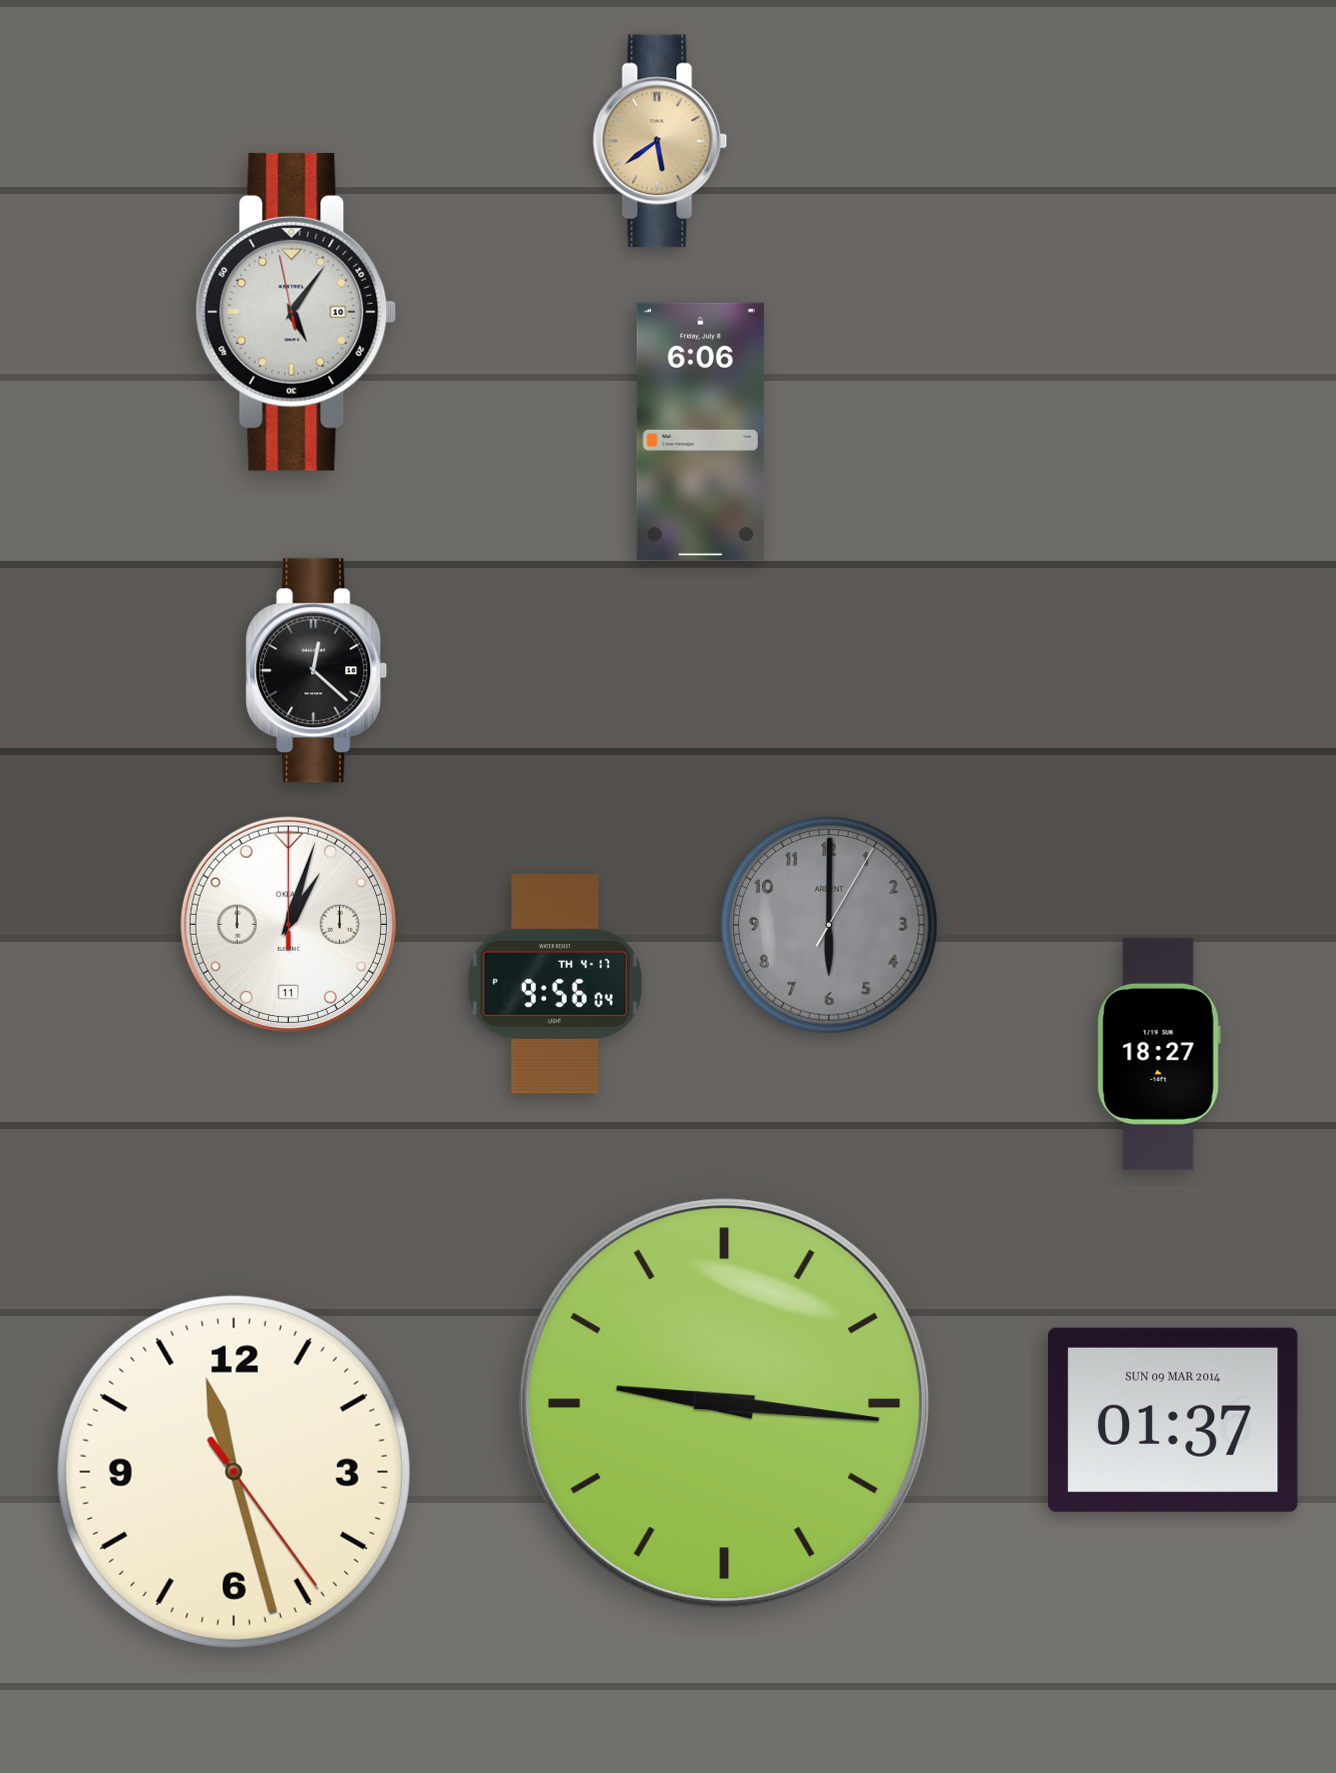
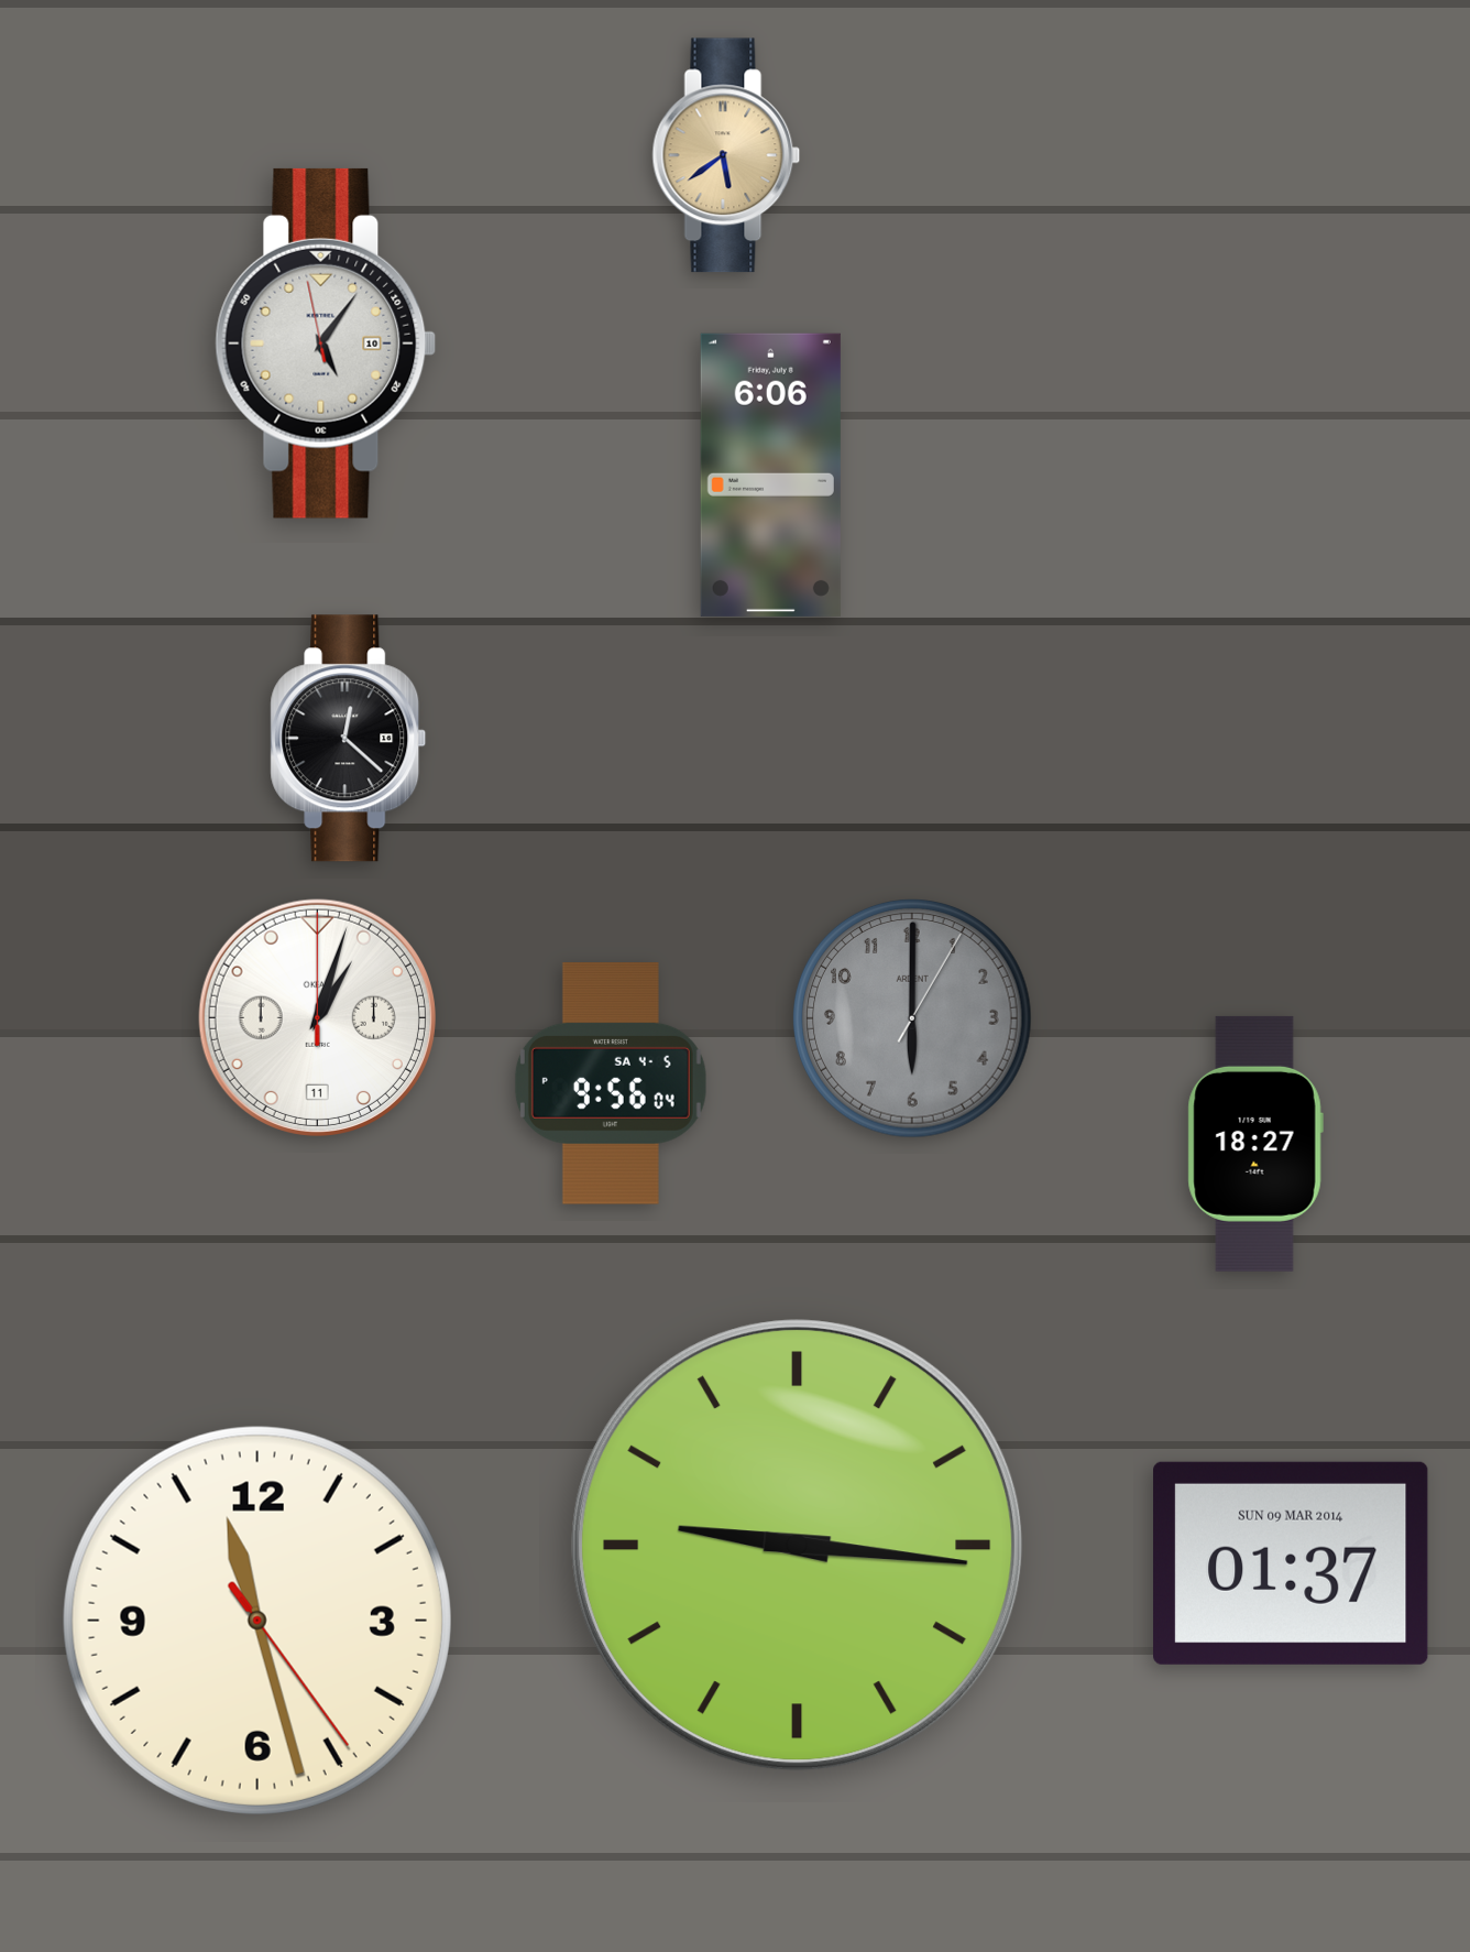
clock at (555, 985) date: TH 4-17 -> SA 4-5
clock at (1159, 1054) position: (1159, 1054) -> (1255, 1144)
